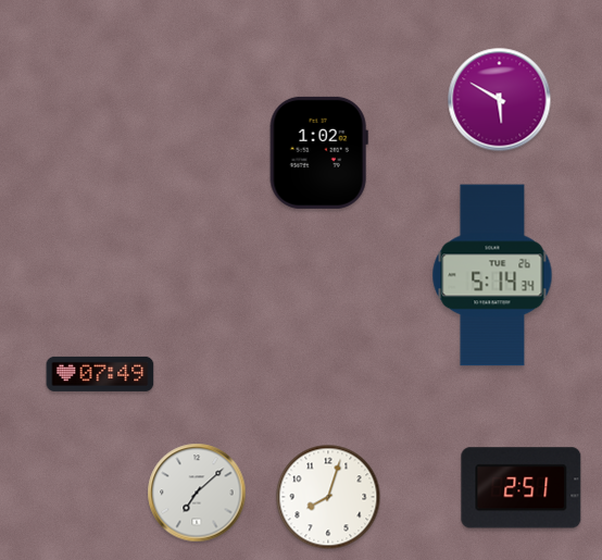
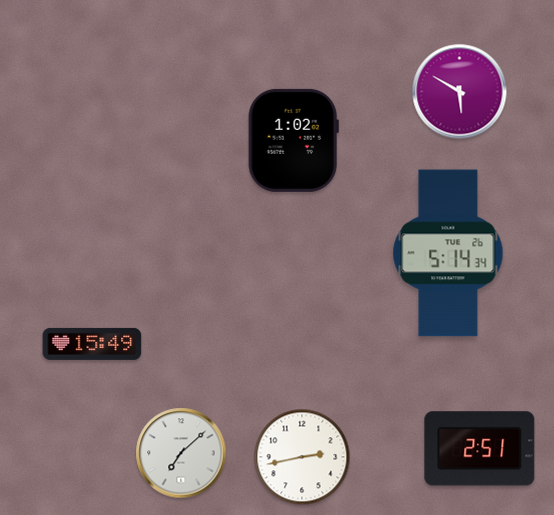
clock at (492, 275) position: (492, 275) -> (448, 253)
clock at (100, 374): 07:49 -> 15:49
clock at (328, 497): 8:03 -> 2:43
